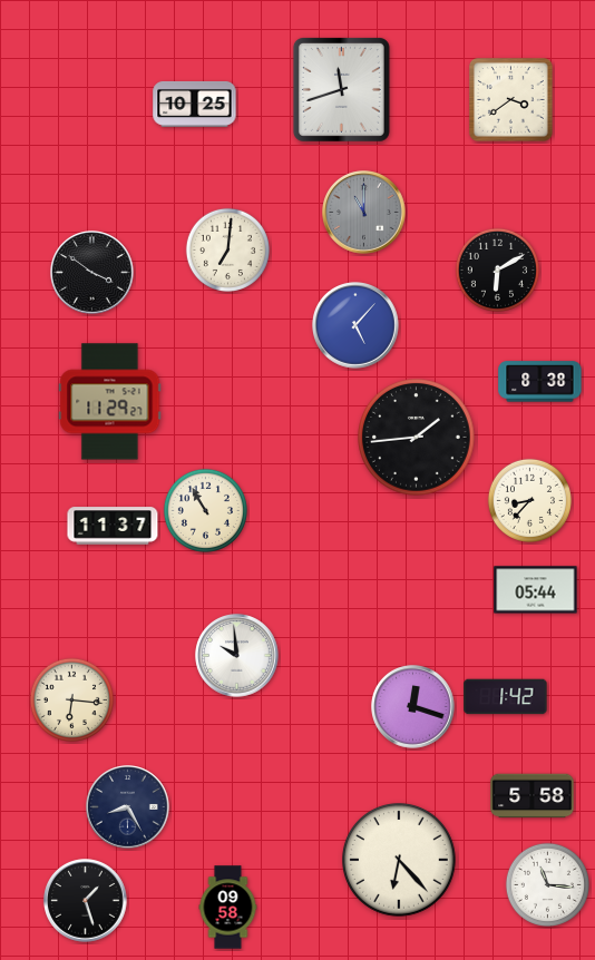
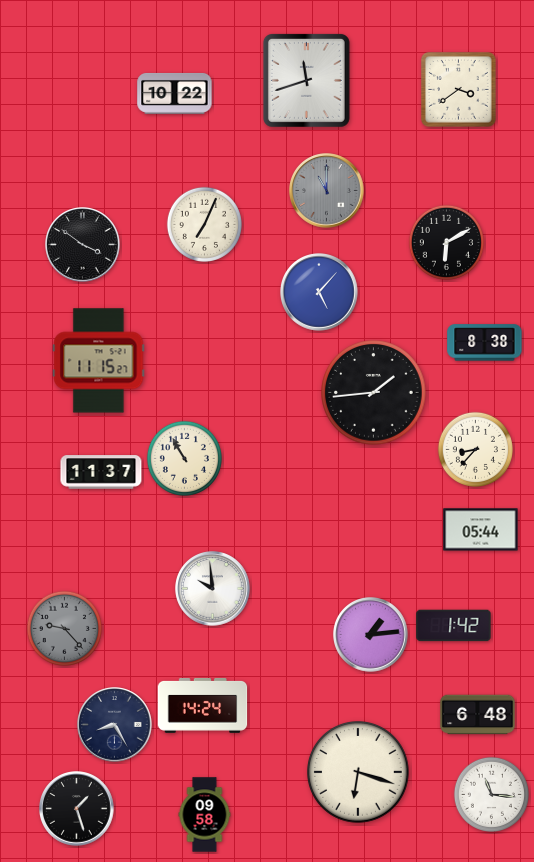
clock at (195, 104): 10:25 -> 10:22
clock at (227, 249): 7:01 -> 7:04
clock at (110, 402): 11:29 -> 11:15
clock at (71, 699): 6:16 -> 9:23
clock at (71, 699) dial: cream -> grey
clock at (413, 707): 12:18 -> 1:14
clock at (203, 705): none -> 14:24
clock at (533, 796): 5:58 -> 6:48
clock at (400, 861): 6:23 -> 6:18
